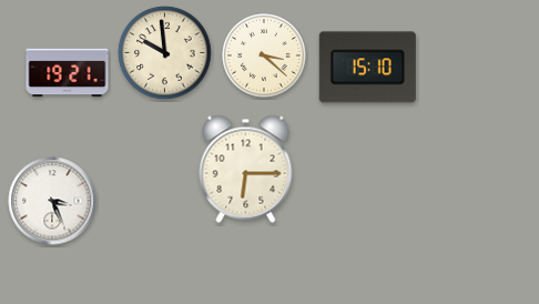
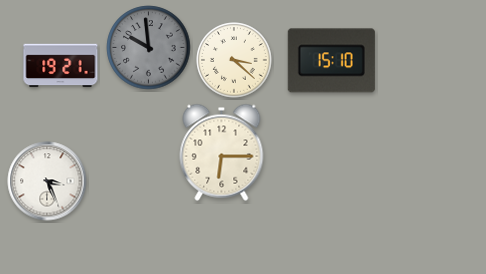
clock at (165, 53) dial: cream -> grey
clock at (264, 55) position: (264, 55) -> (234, 60)
